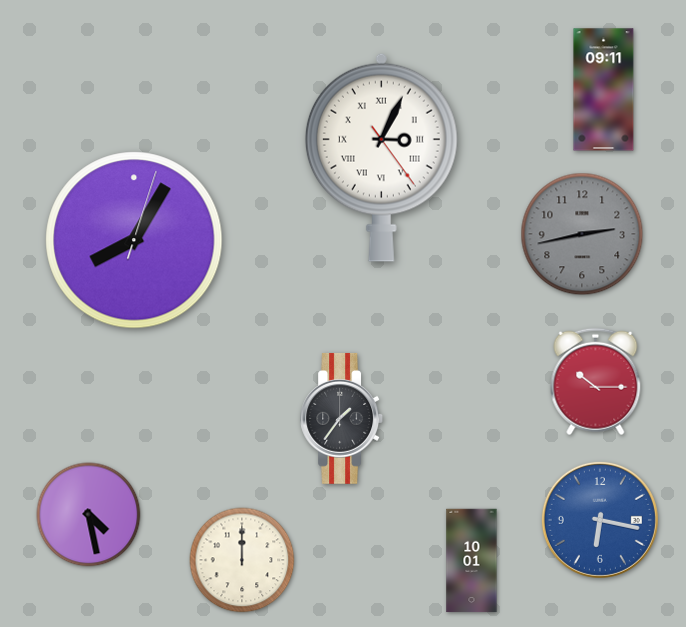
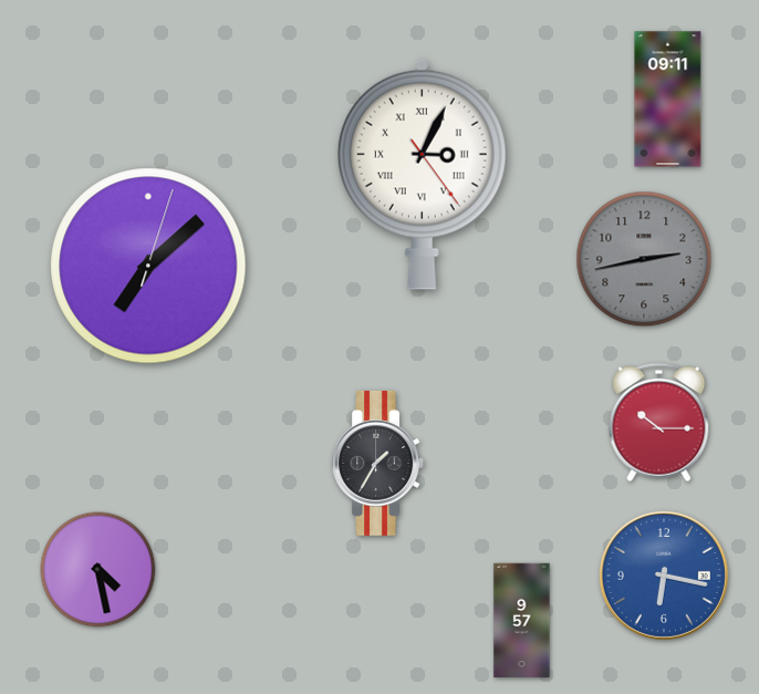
clock at (134, 240): 8:05 -> 7:08
clock at (341, 418): 1:36 -> 1:35
clock at (242, 560): 12:00 -> none
clock at (472, 561): 10:01 -> 9:57
